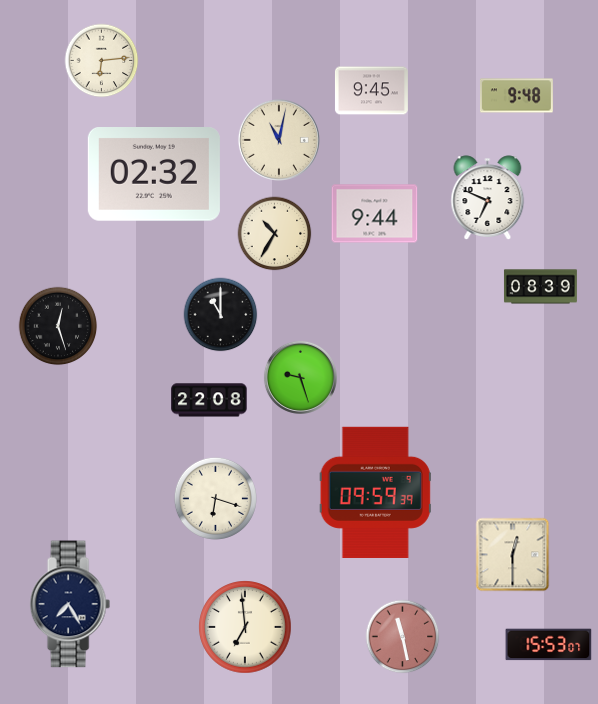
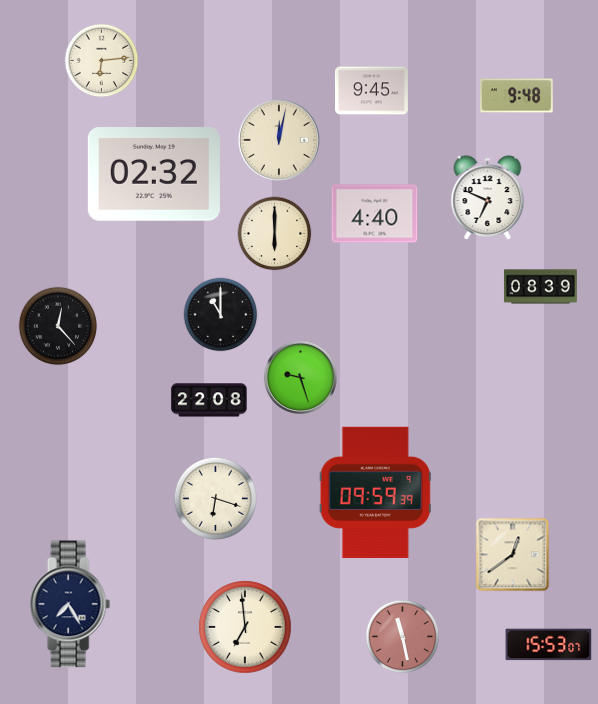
clock at (279, 140): 11:02 -> 12:02
clock at (375, 214): 9:44 -> 4:40
clock at (275, 234): 10:35 -> 6:00
clock at (58, 326): 12:27 -> 12:23
clock at (513, 555): 12:30 -> 12:39
